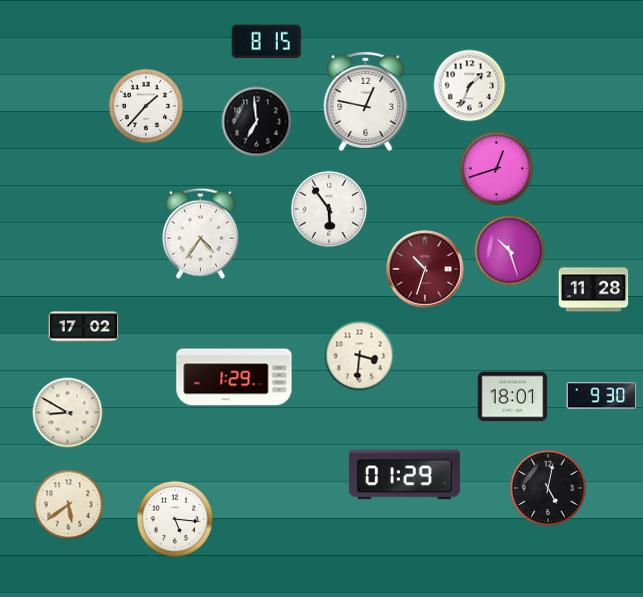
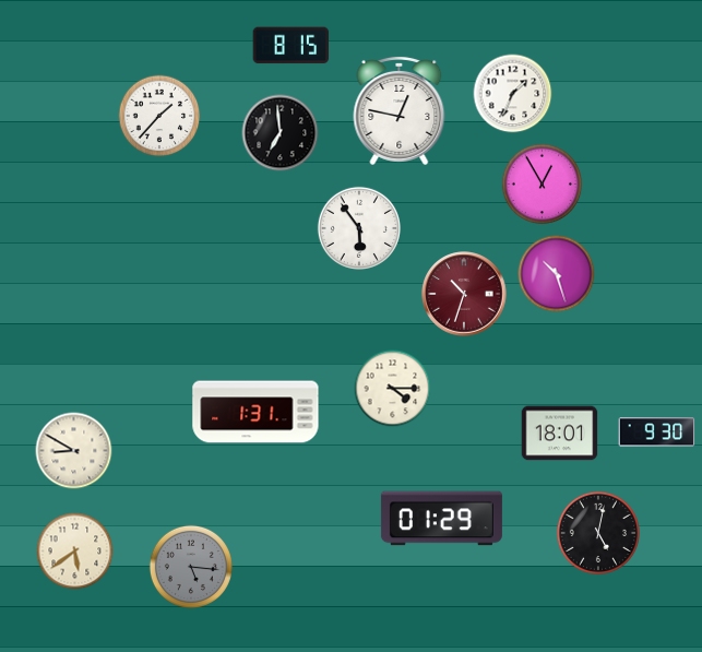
clock at (497, 169): 12:42 -> 12:55
clock at (200, 233): 4:36 -> none
clock at (594, 290): 11:28 -> none
clock at (84, 327): 17:02 -> none
clock at (360, 356): 3:31 -> 4:15
clock at (234, 377): 1:29 -> 1:31
clock at (175, 519) dial: white -> grey
